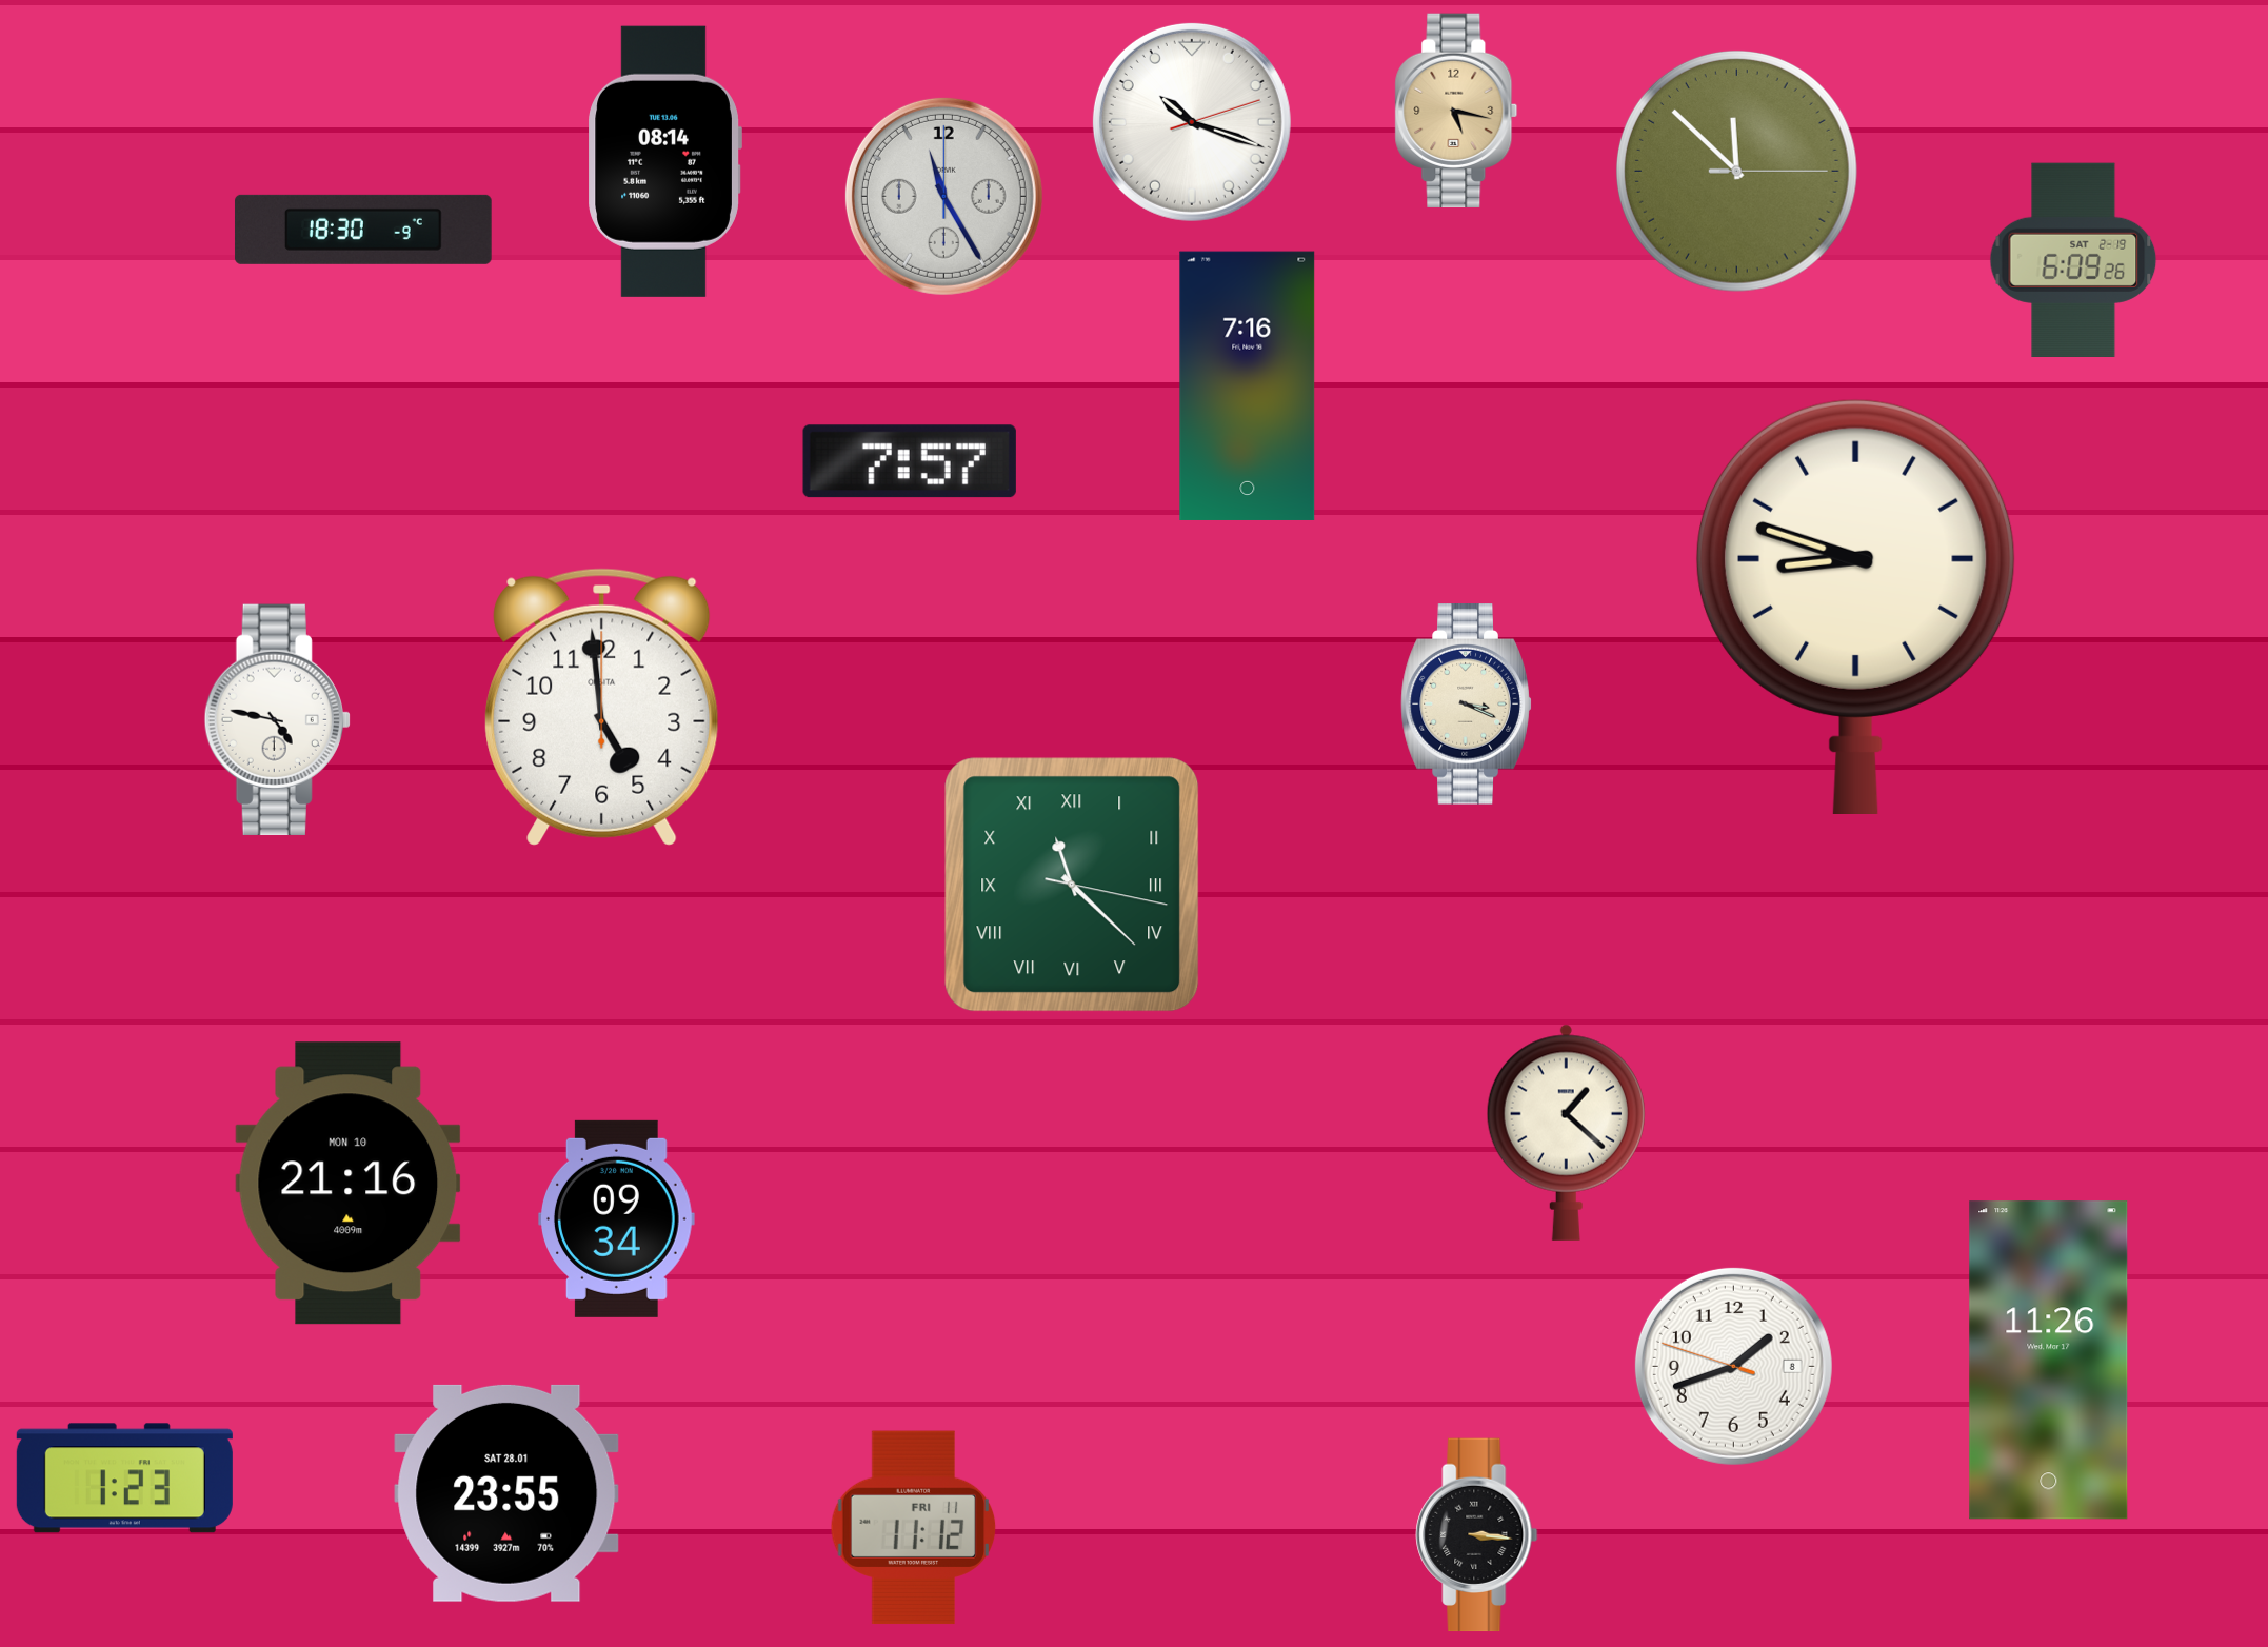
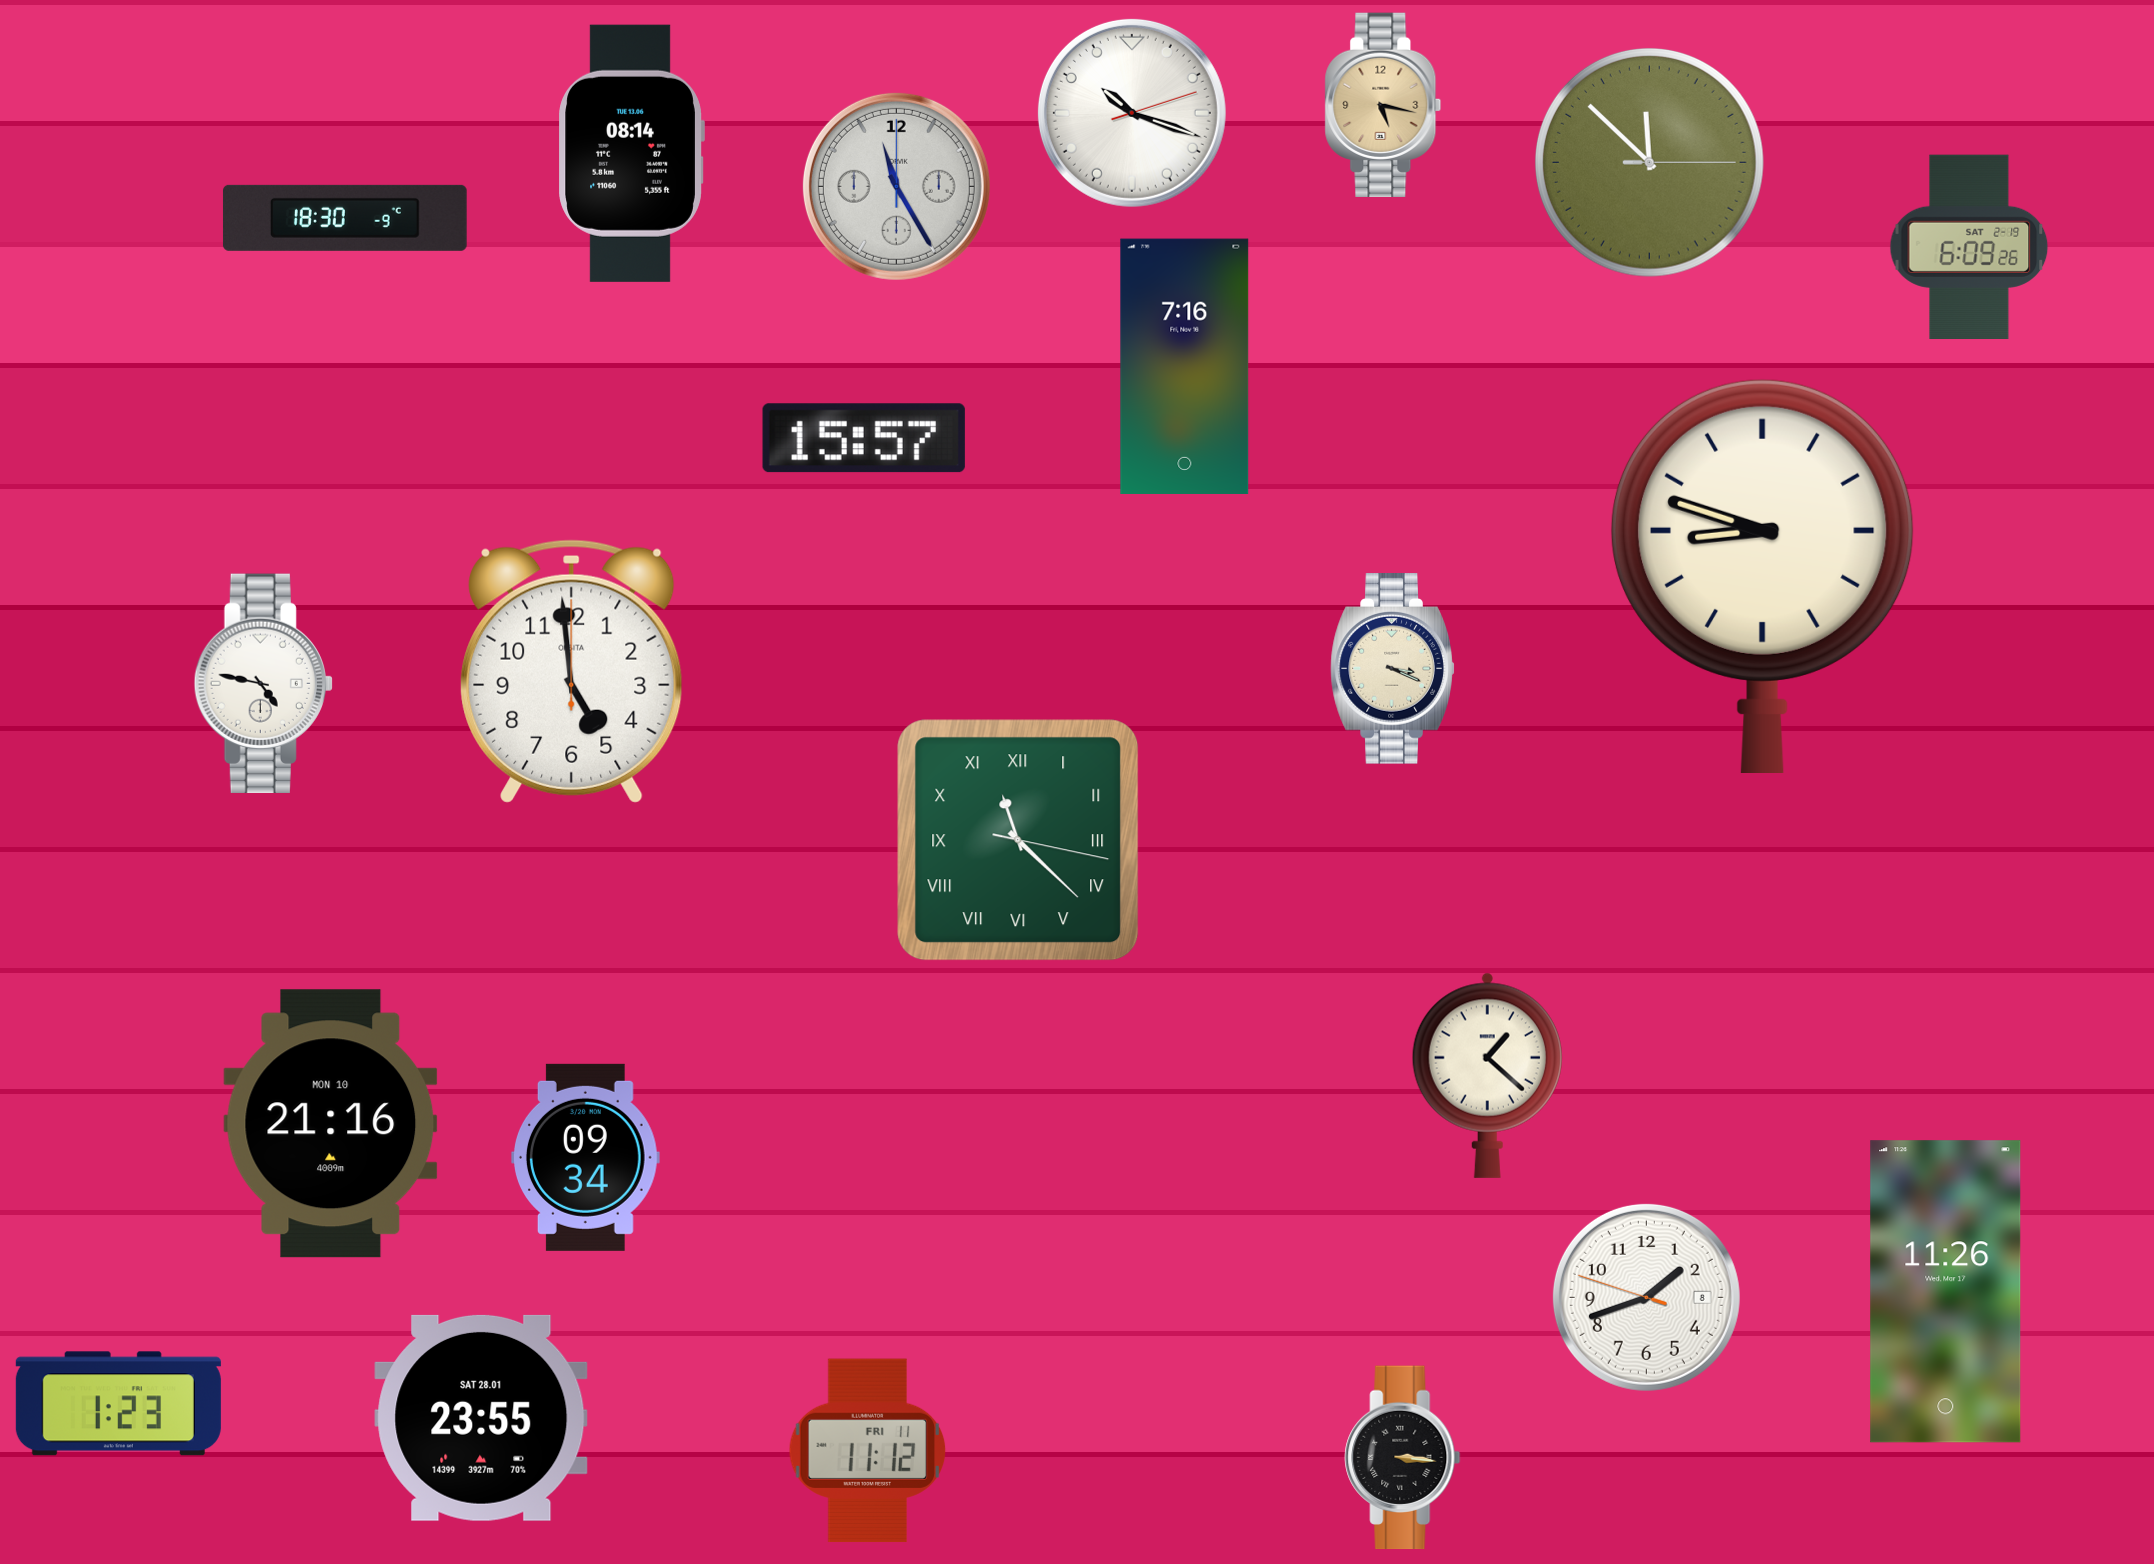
clock at (1192, 122) position: (1192, 122) -> (1132, 113)
clock at (910, 461): 7:57 -> 15:57
